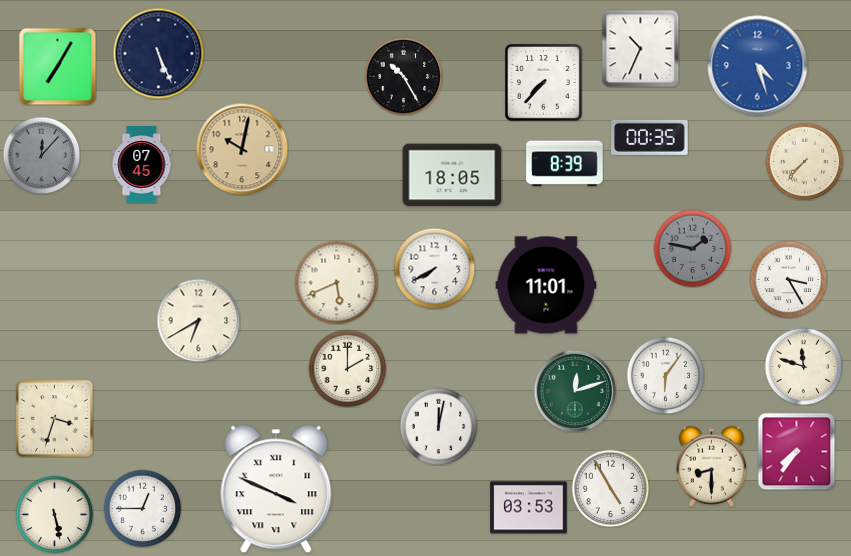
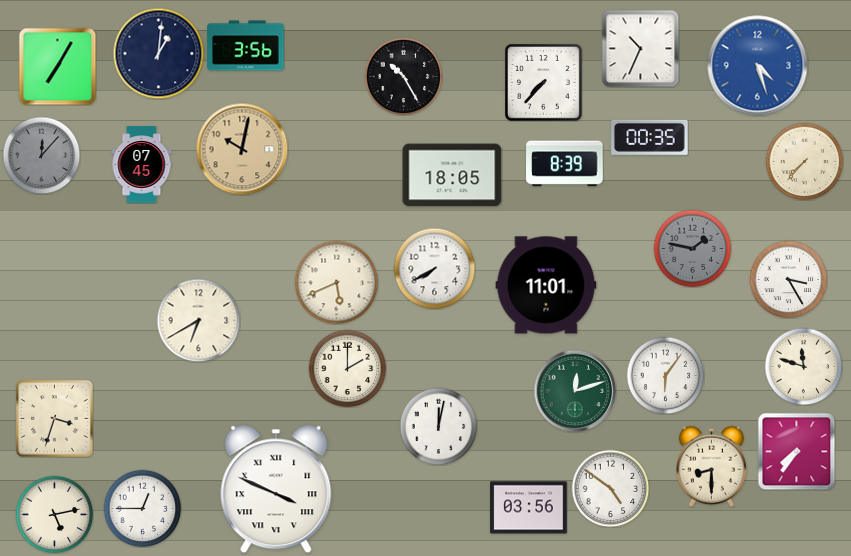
clock at (246, 46): none -> 3:56
clock at (158, 53): 5:26 -> 1:01
clock at (610, 488): 4:55 -> 4:51
clock at (529, 508): 03:53 -> 03:56
clock at (54, 514): 5:28 -> 5:13
